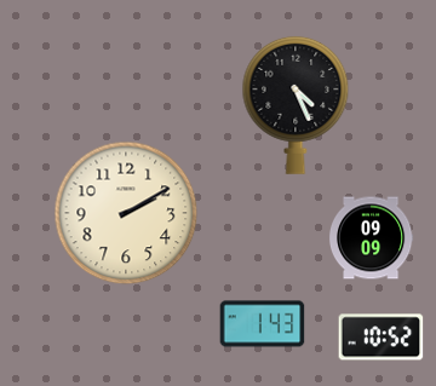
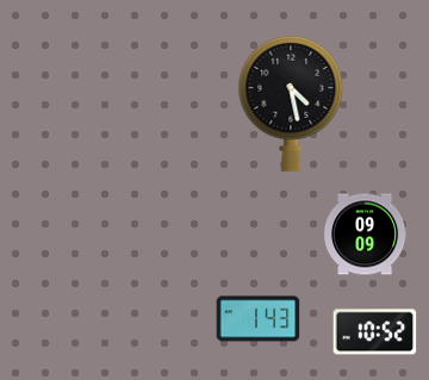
clock at (296, 105): 4:26 -> 4:28
clock at (126, 213): 2:10 -> none
